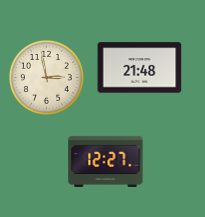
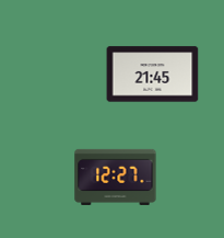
clock at (140, 68): 21:48 -> 21:45
clock at (46, 77): 2:58 -> none
